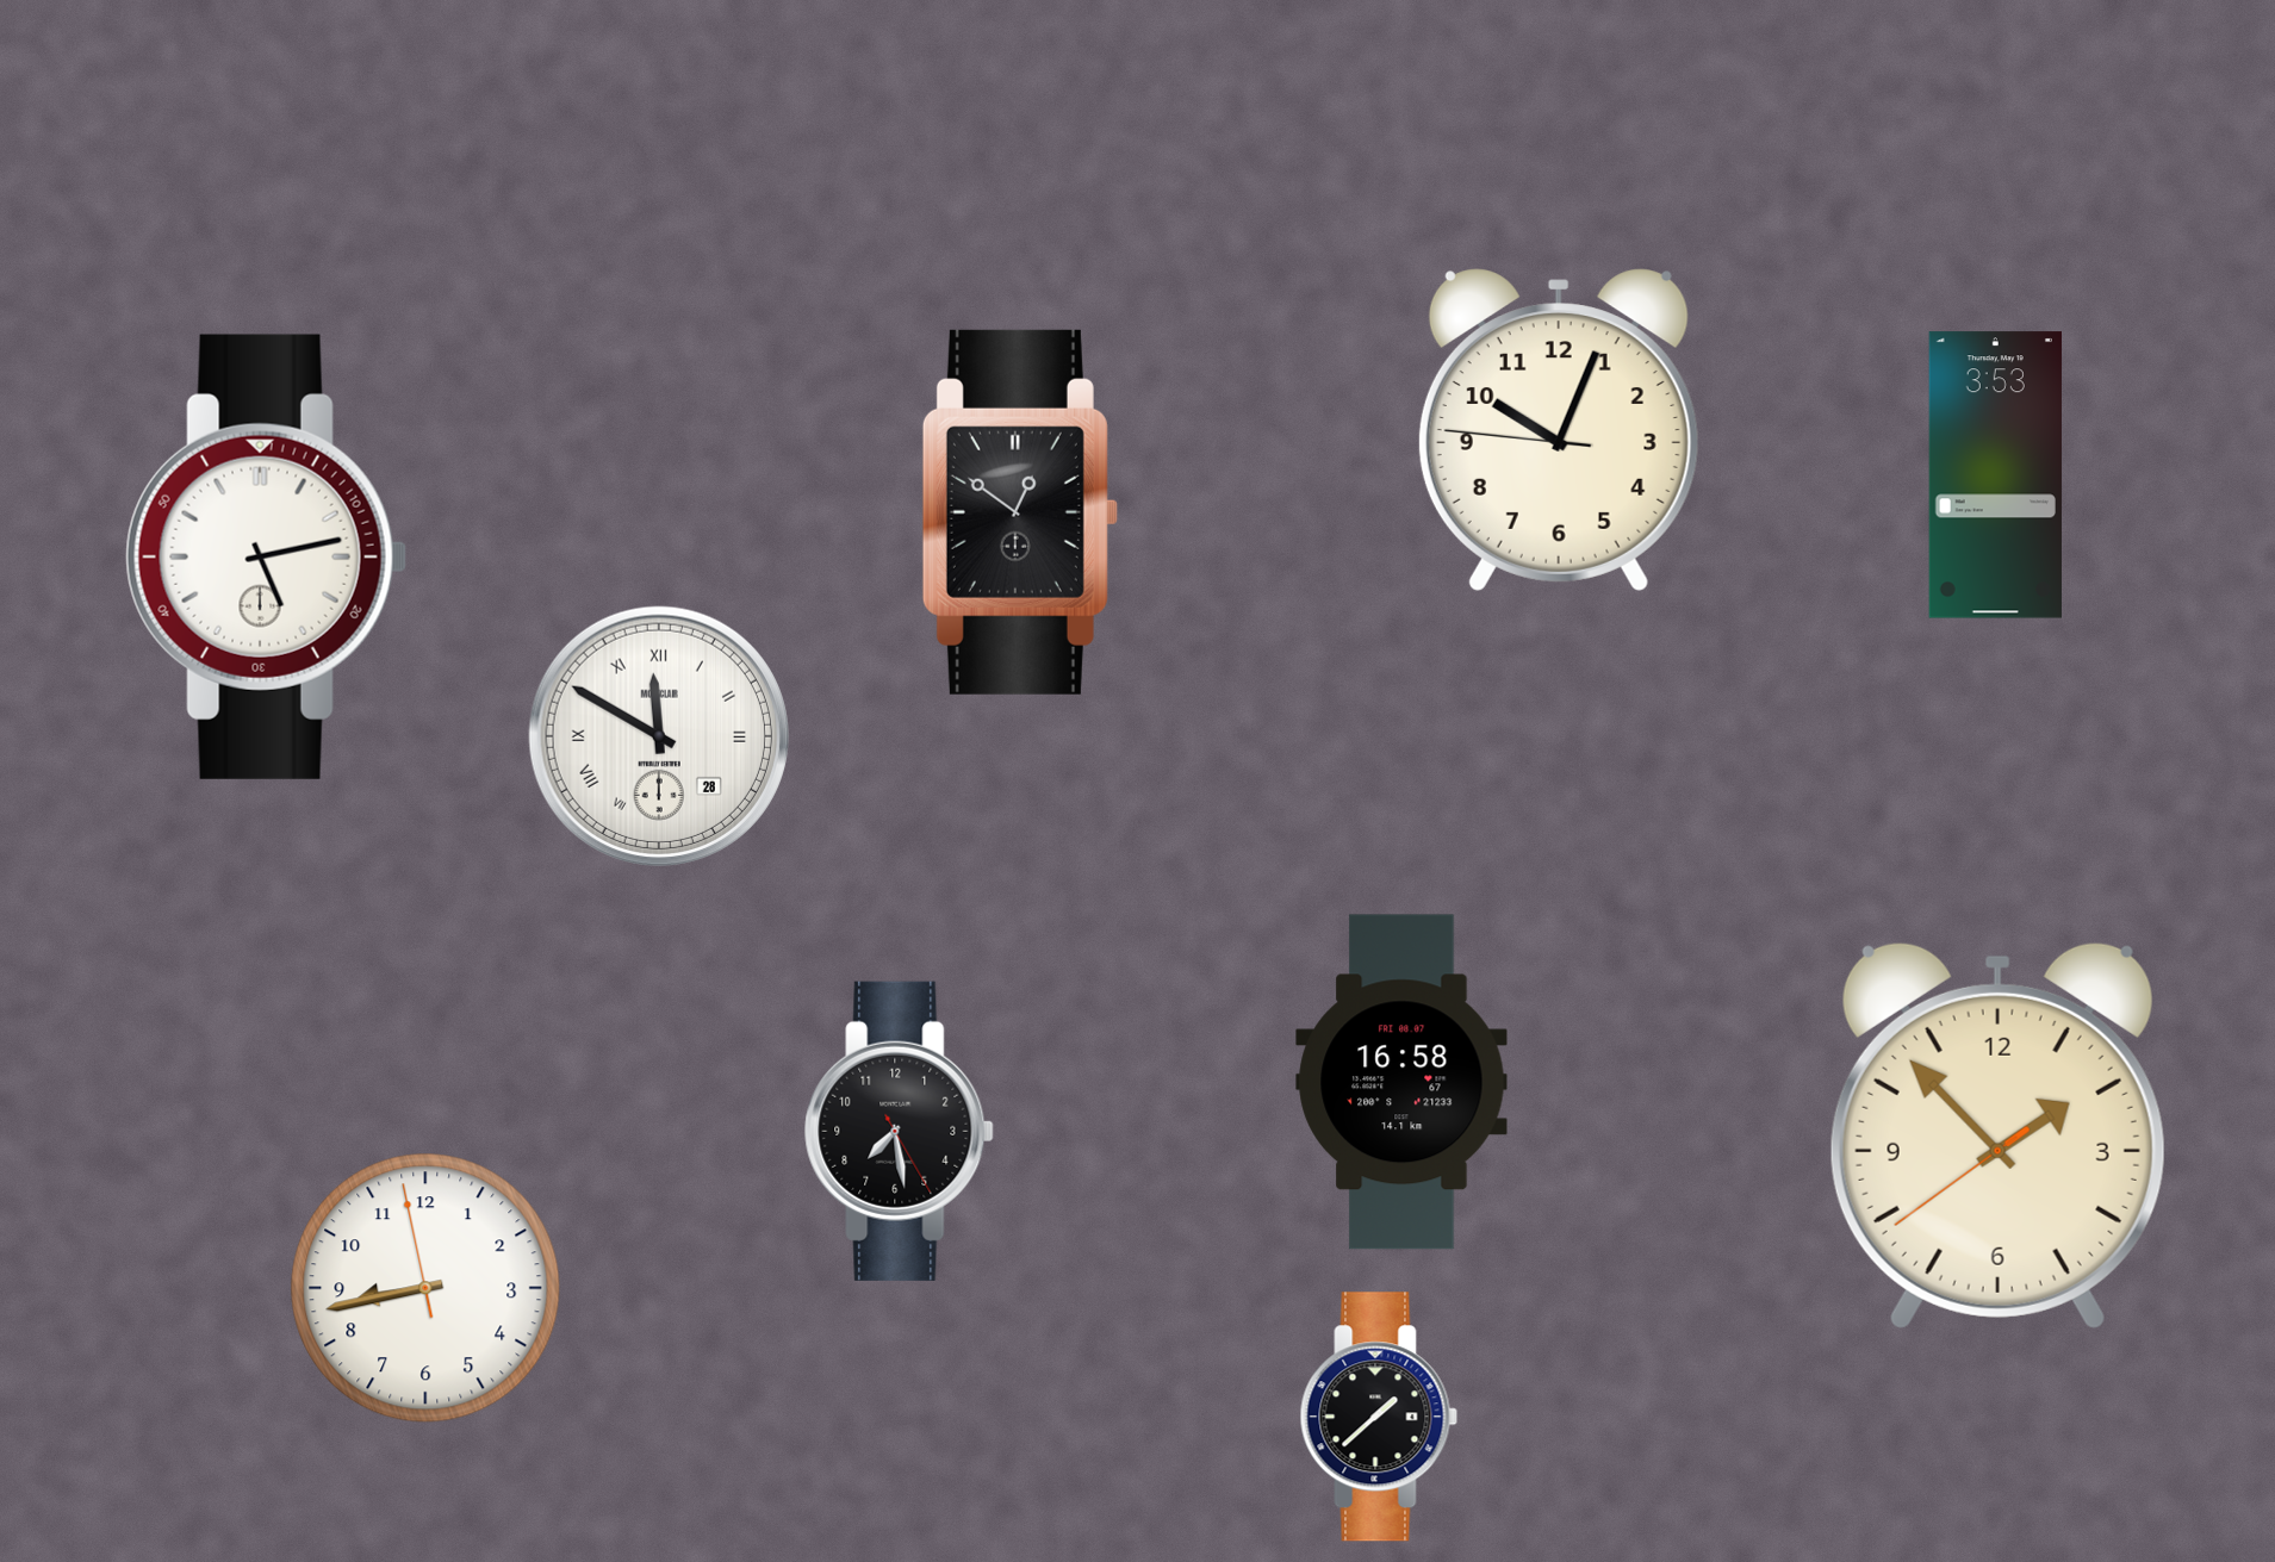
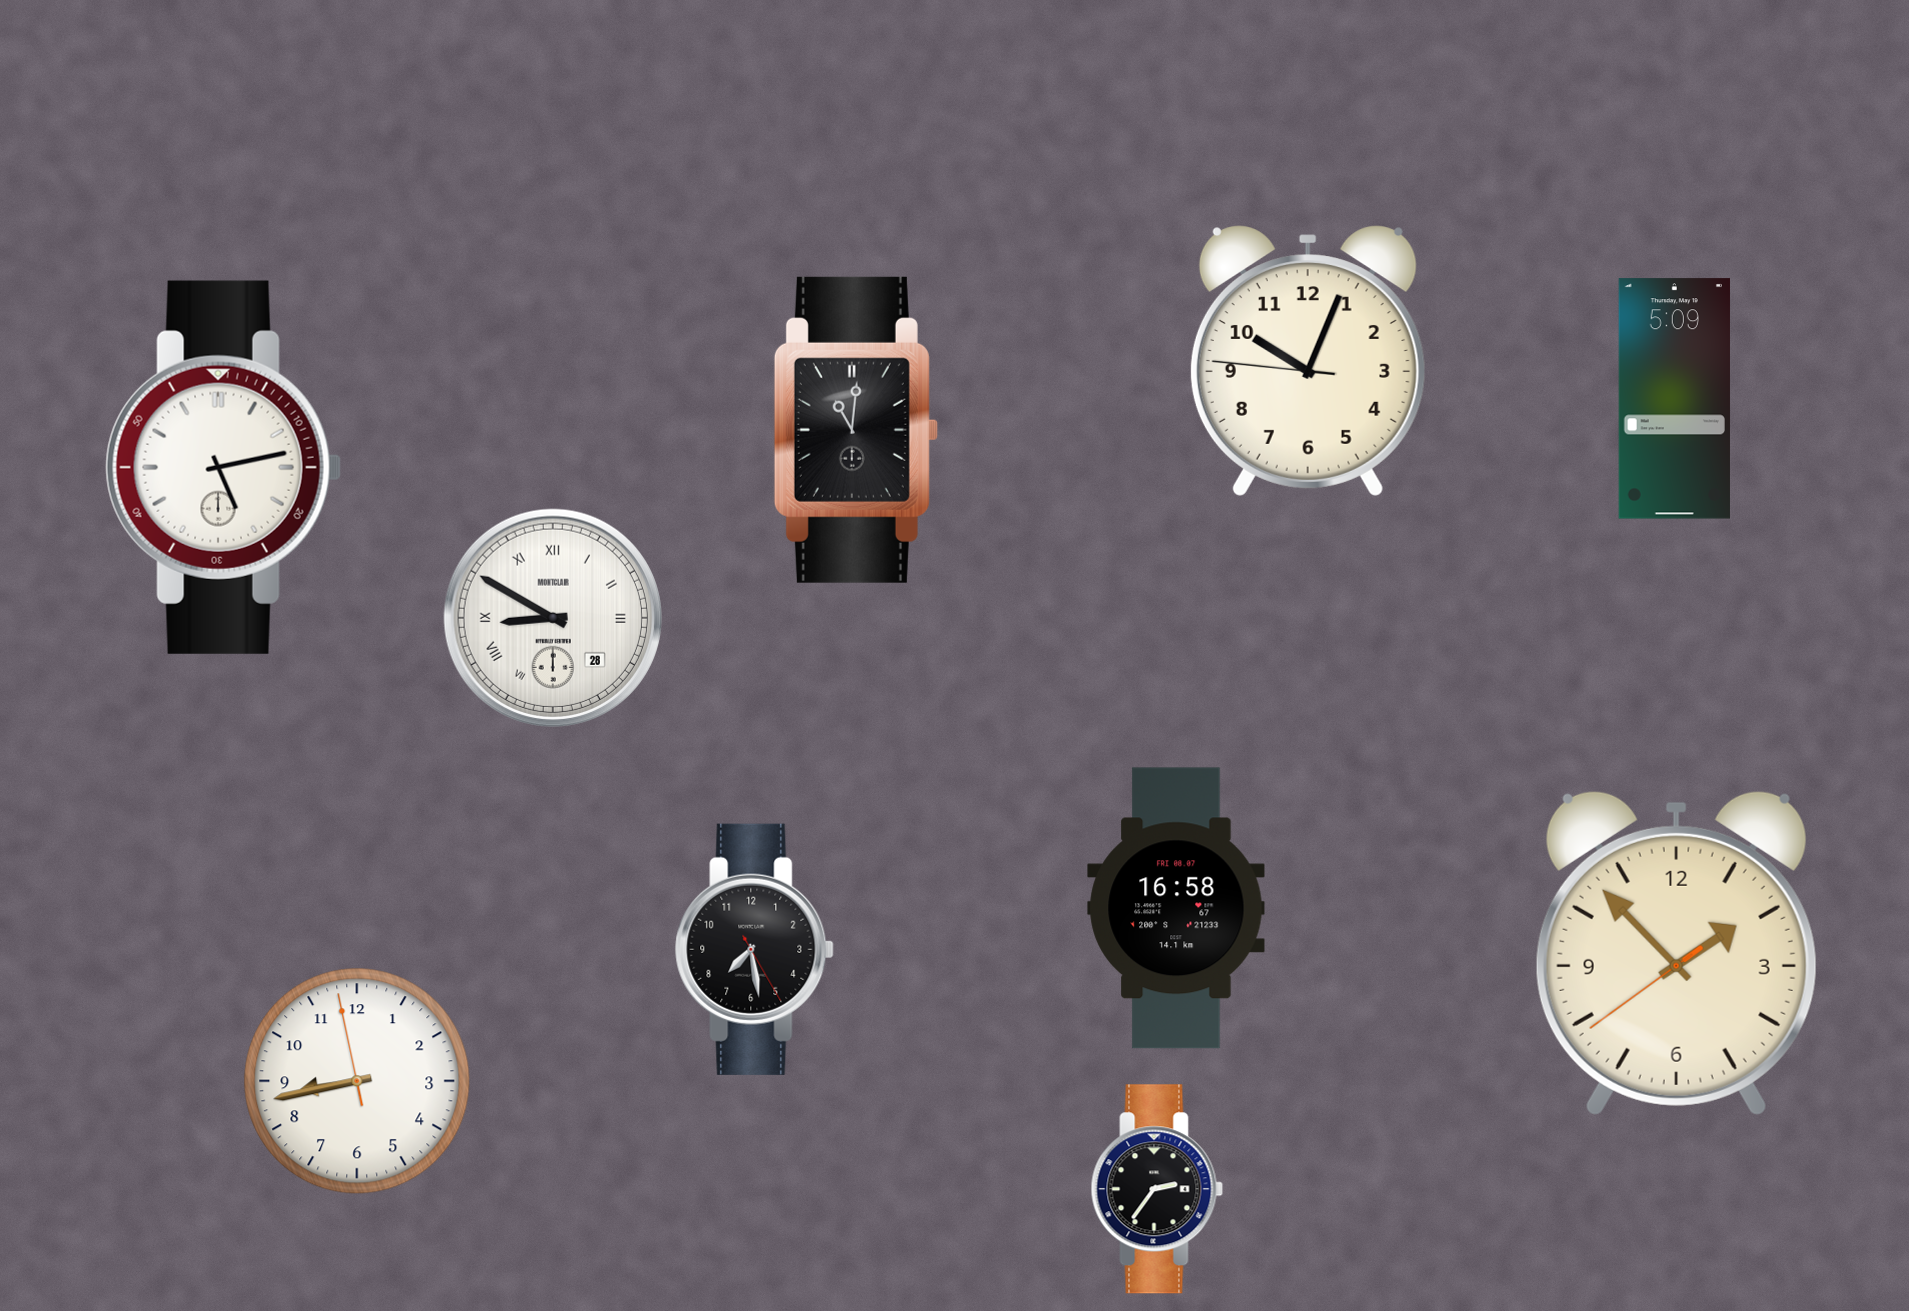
clock at (1995, 475): 3:53 -> 5:09
clock at (1020, 512): 12:51 -> 11:01
clock at (658, 735): 11:50 -> 8:50
clock at (1379, 1417): 1:38 -> 2:36
